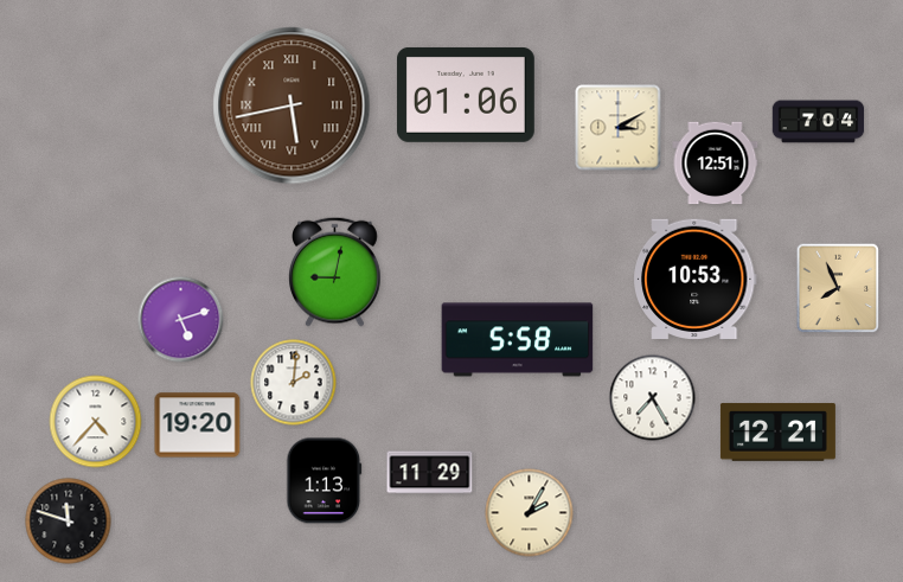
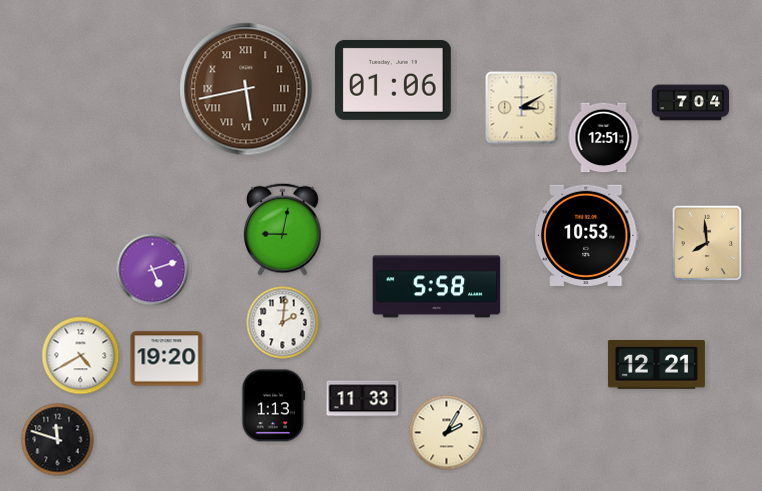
clock at (838, 288): 7:56 -> 7:59
clock at (294, 383) position: (294, 383) -> (283, 323)
clock at (653, 398): 7:25 -> none
clock at (96, 422): 4:37 -> 4:40
clock at (430, 473): 11:29 -> 11:33
